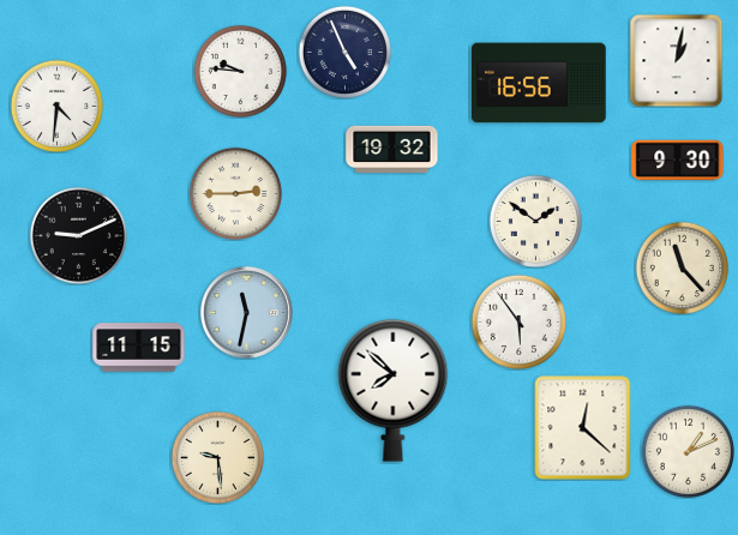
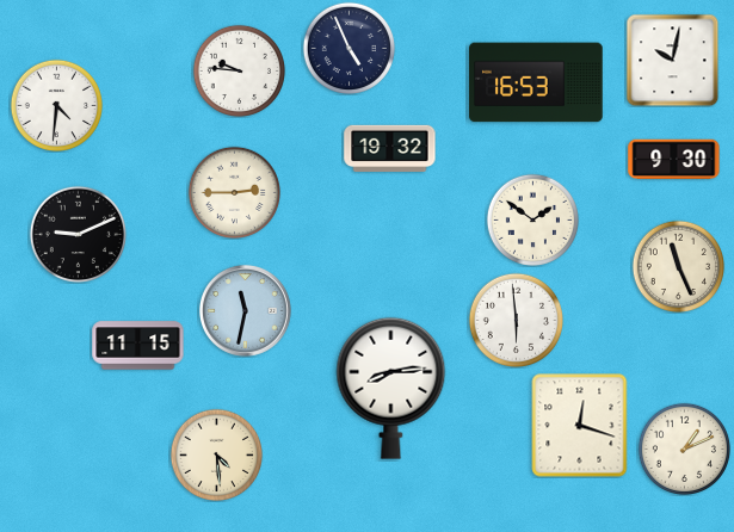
clock at (344, 52) position: (344, 52) -> (349, 48)
clock at (676, 60): 1:02 -> 10:02
clock at (540, 83): 16:56 -> 16:53
clock at (682, 267): 11:23 -> 11:26
clock at (518, 321): 5:54 -> 5:59
clock at (394, 390): 7:52 -> 8:14
clock at (583, 428): 12:22 -> 12:18
clock at (217, 457): 9:29 -> 4:29
